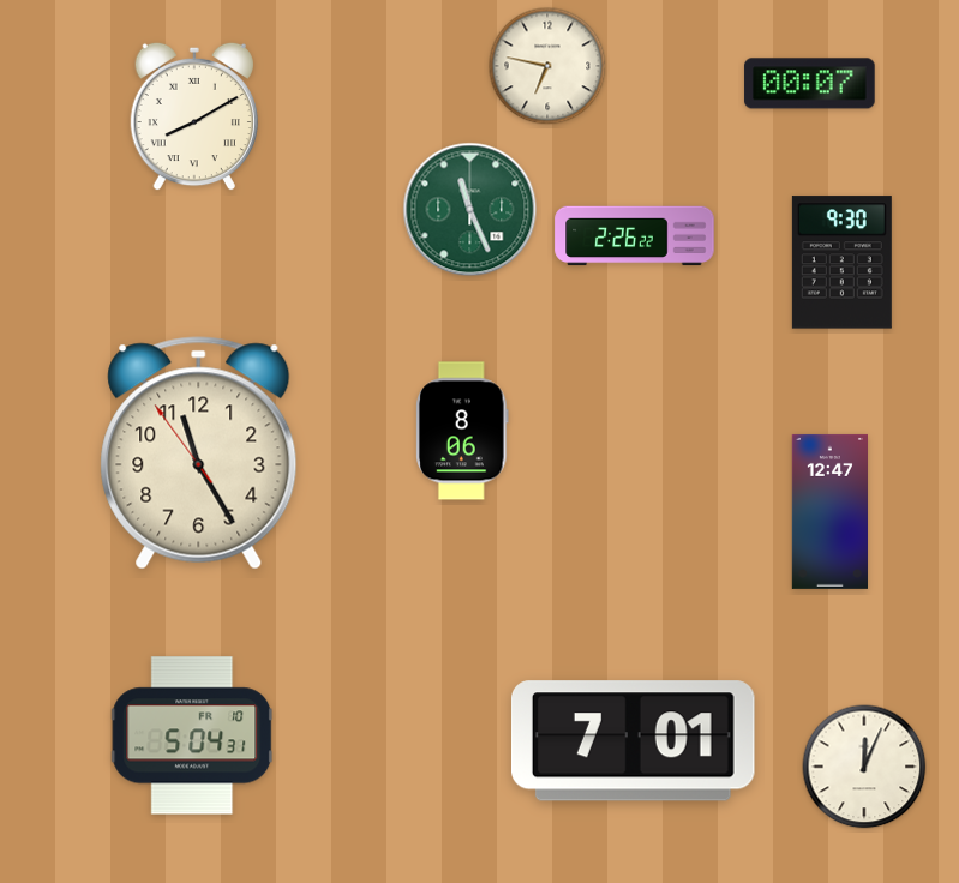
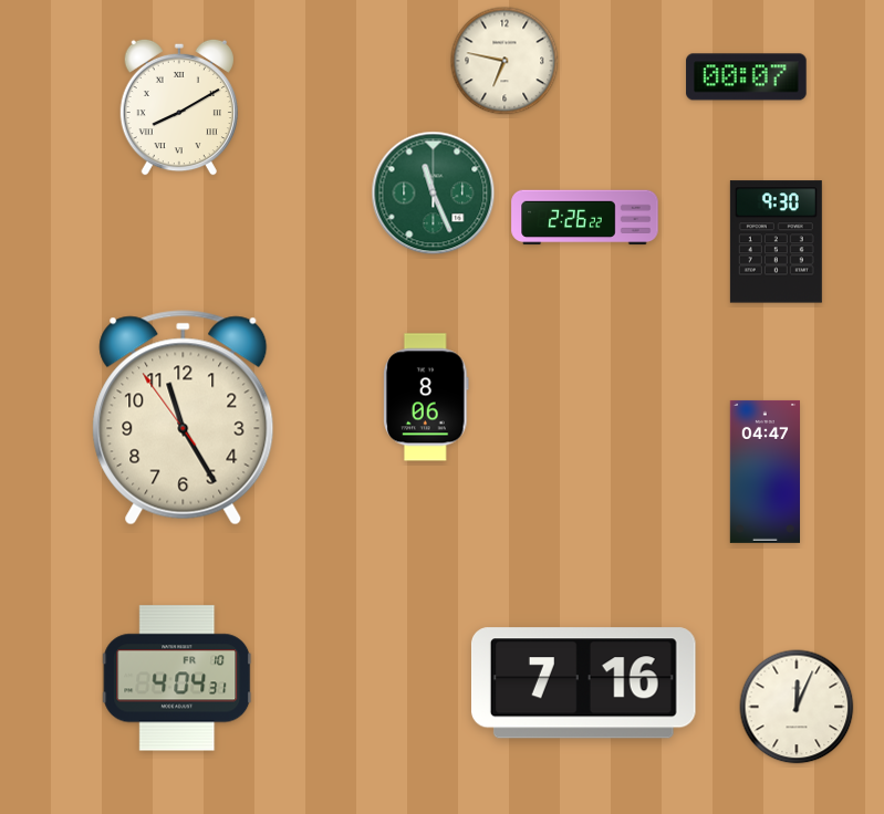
clock at (829, 511): 12:47 -> 04:47
clock at (192, 735): 5:04 -> 4:04
clock at (633, 741): 7:01 -> 7:16
